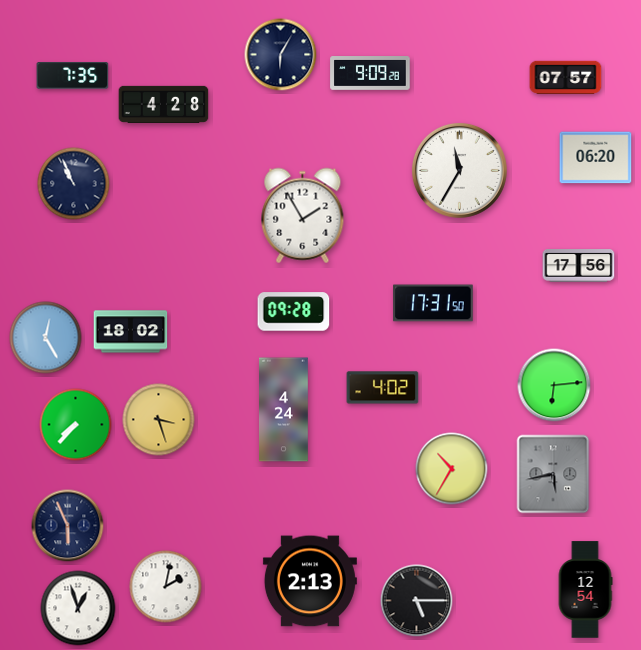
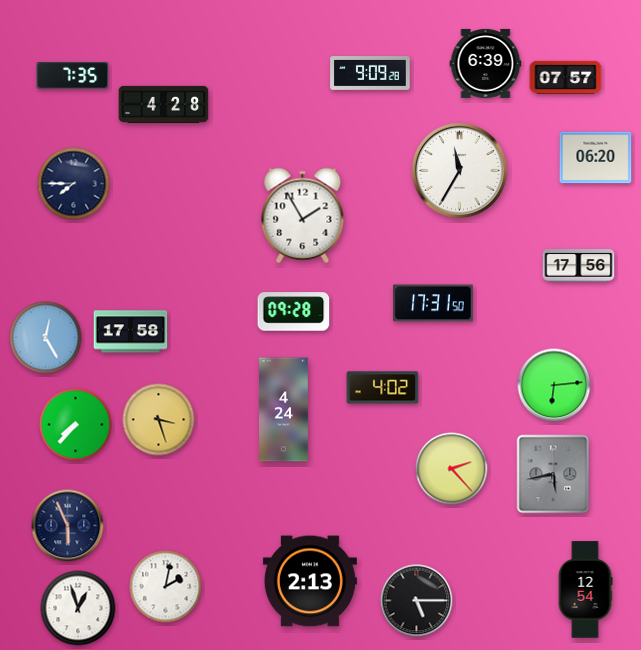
clock at (281, 55): 6:05 -> none
clock at (486, 63): none -> 6:39
clock at (74, 184): 10:56 -> 7:45
clock at (131, 332): 18:02 -> 17:58
clock at (452, 469): 10:35 -> 2:23
